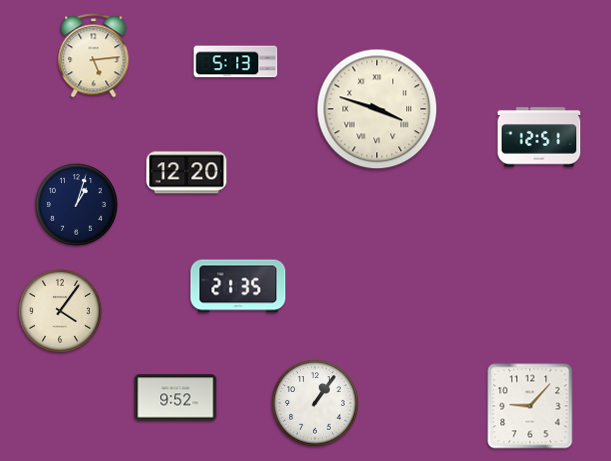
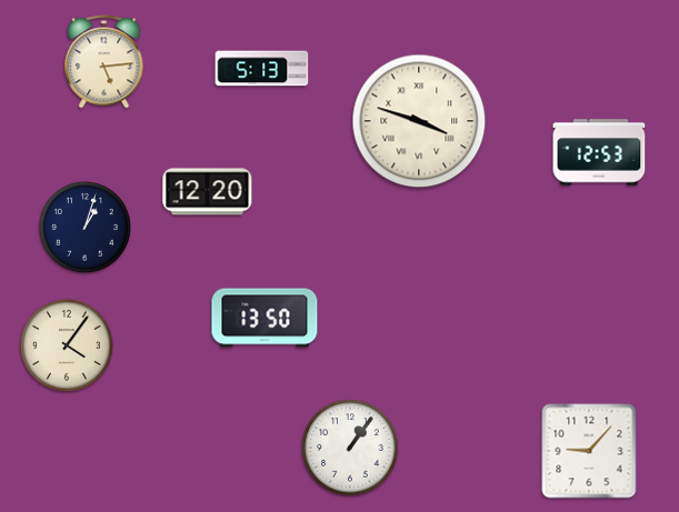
clock at (539, 137): 12:51 -> 12:53
clock at (238, 286): 21:35 -> 13:50
clock at (176, 398): 9:52 -> none
